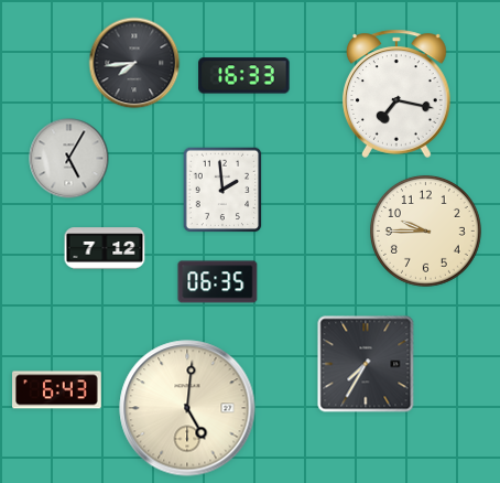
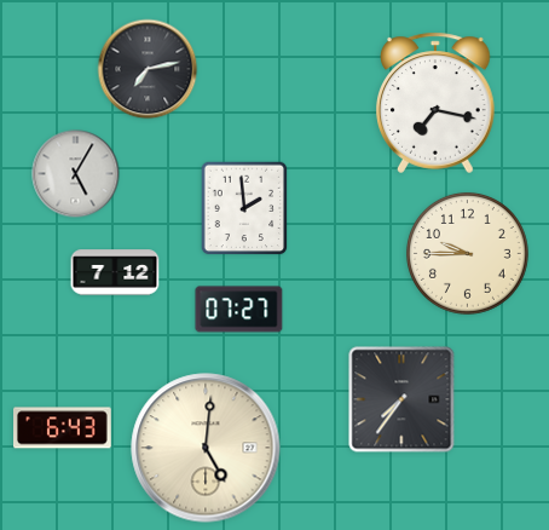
clock at (134, 63): 7:44 -> 7:13
clock at (244, 76): 16:33 -> none
clock at (218, 282): 06:35 -> 07:27
clock at (366, 364): 7:35 -> 7:36
